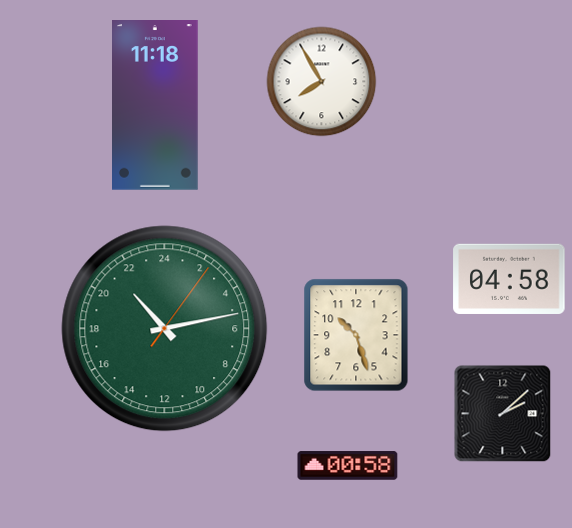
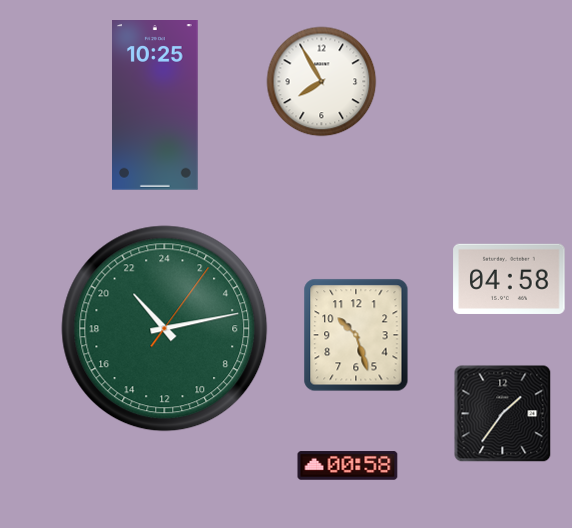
clock at (156, 106): 11:18 -> 10:25
clock at (503, 414): 2:08 -> 1:36
